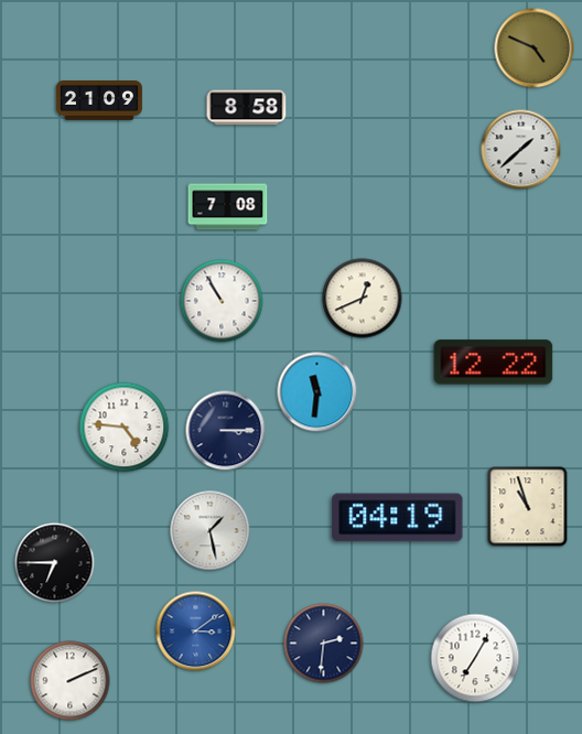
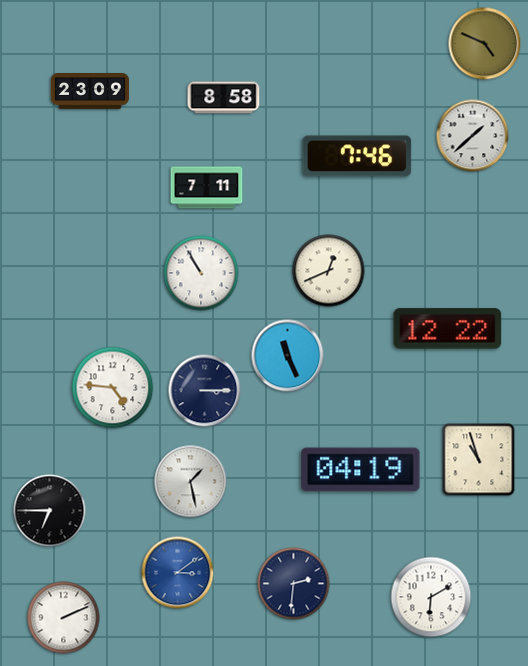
clock at (99, 101): 21:09 -> 23:09
clock at (357, 156): none -> 7:46
clock at (228, 207): 7:08 -> 7:11
clock at (317, 392): 11:31 -> 11:26
clock at (475, 658): 7:05 -> 6:10
